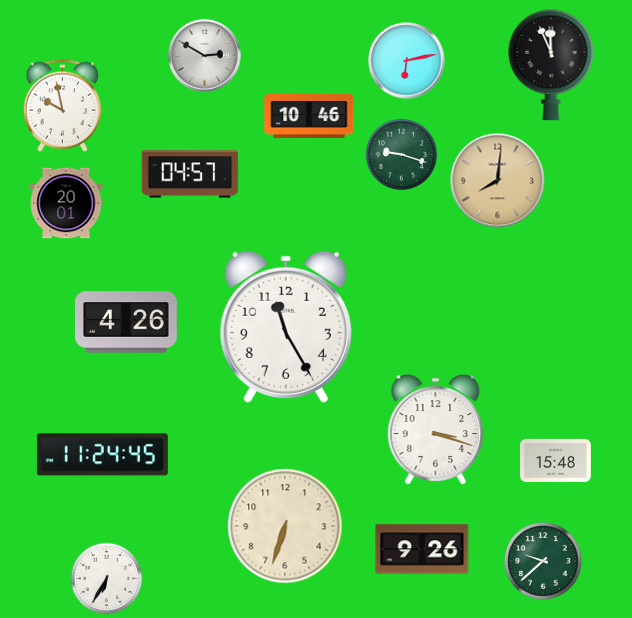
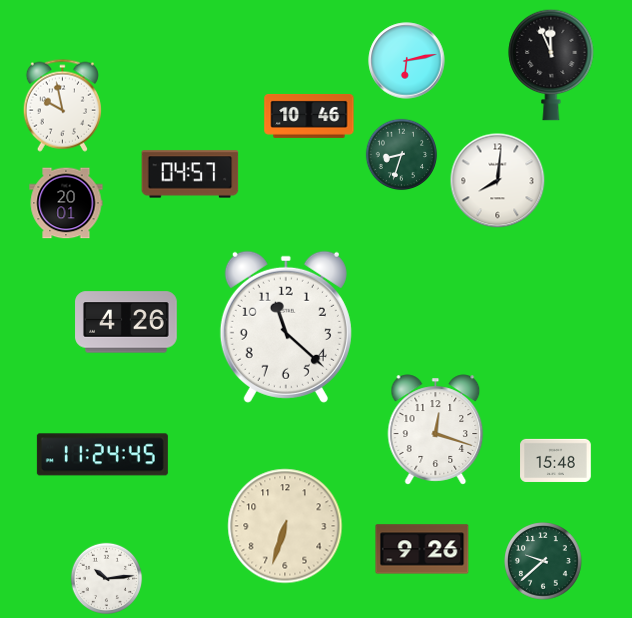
clock at (205, 56): 2:50 -> none
clock at (402, 155): 9:18 -> 8:33
clock at (498, 181) dial: champagne -> white
clock at (286, 327): 11:25 -> 11:22
clock at (436, 430): 3:18 -> 12:18
clock at (107, 579): 6:35 -> 10:14
